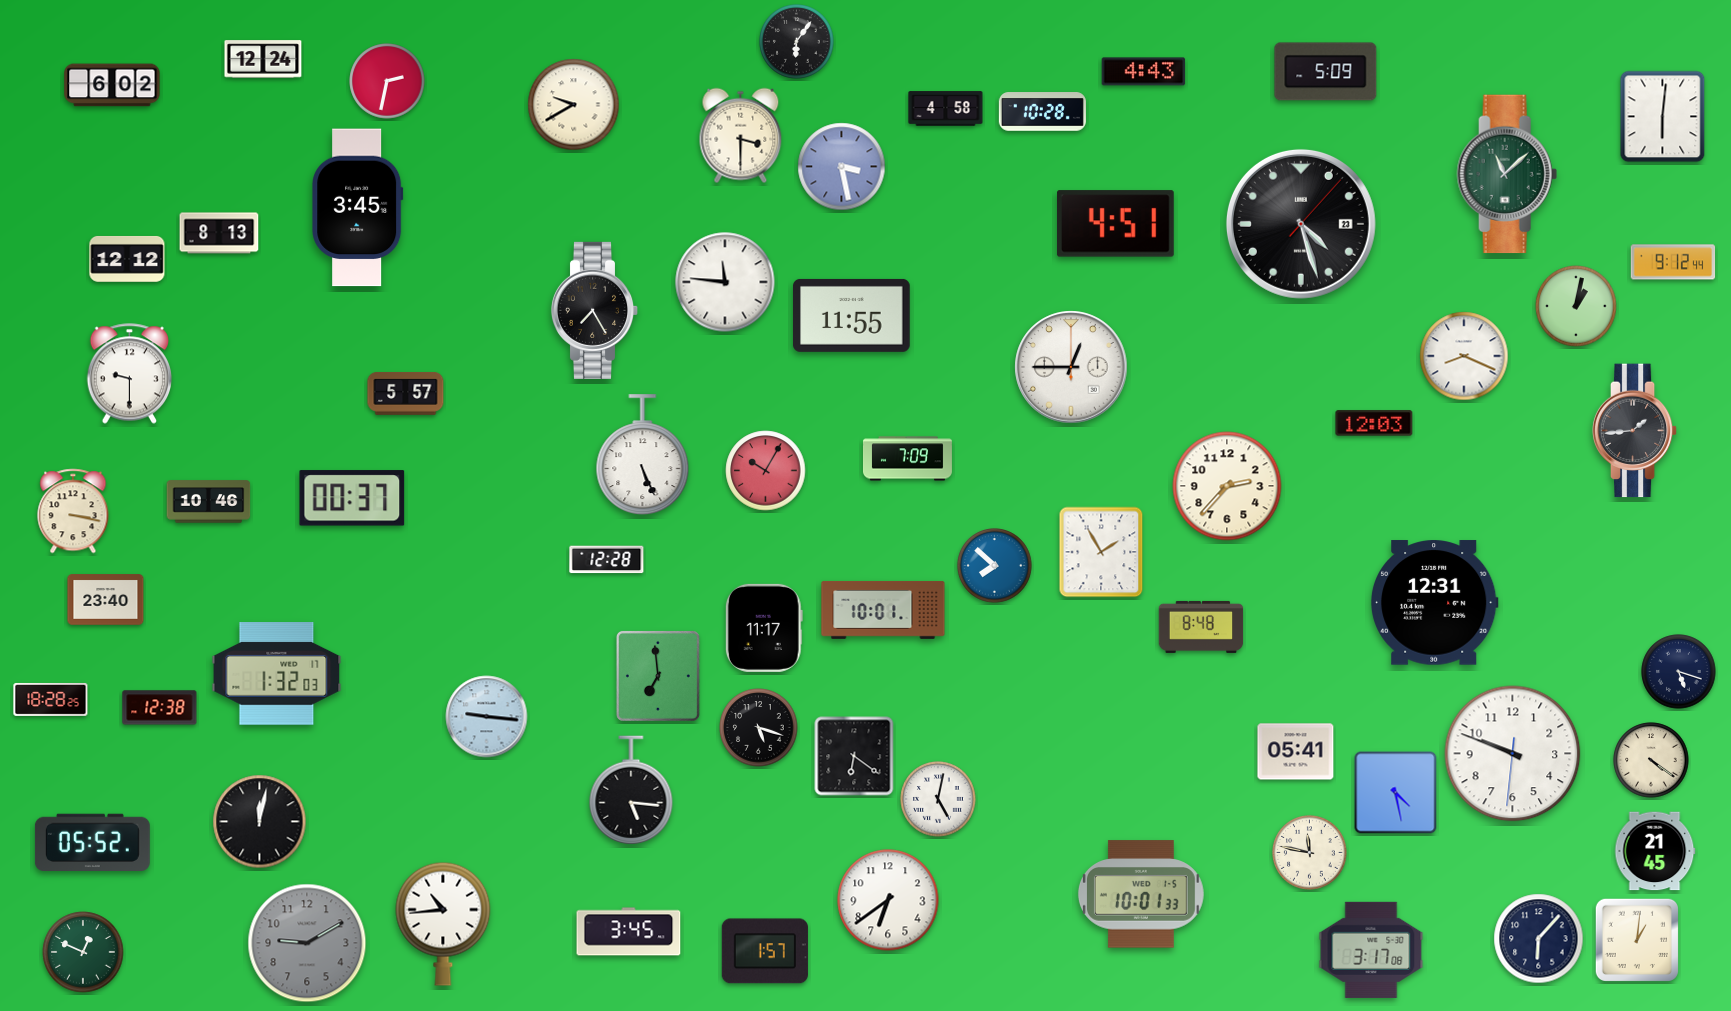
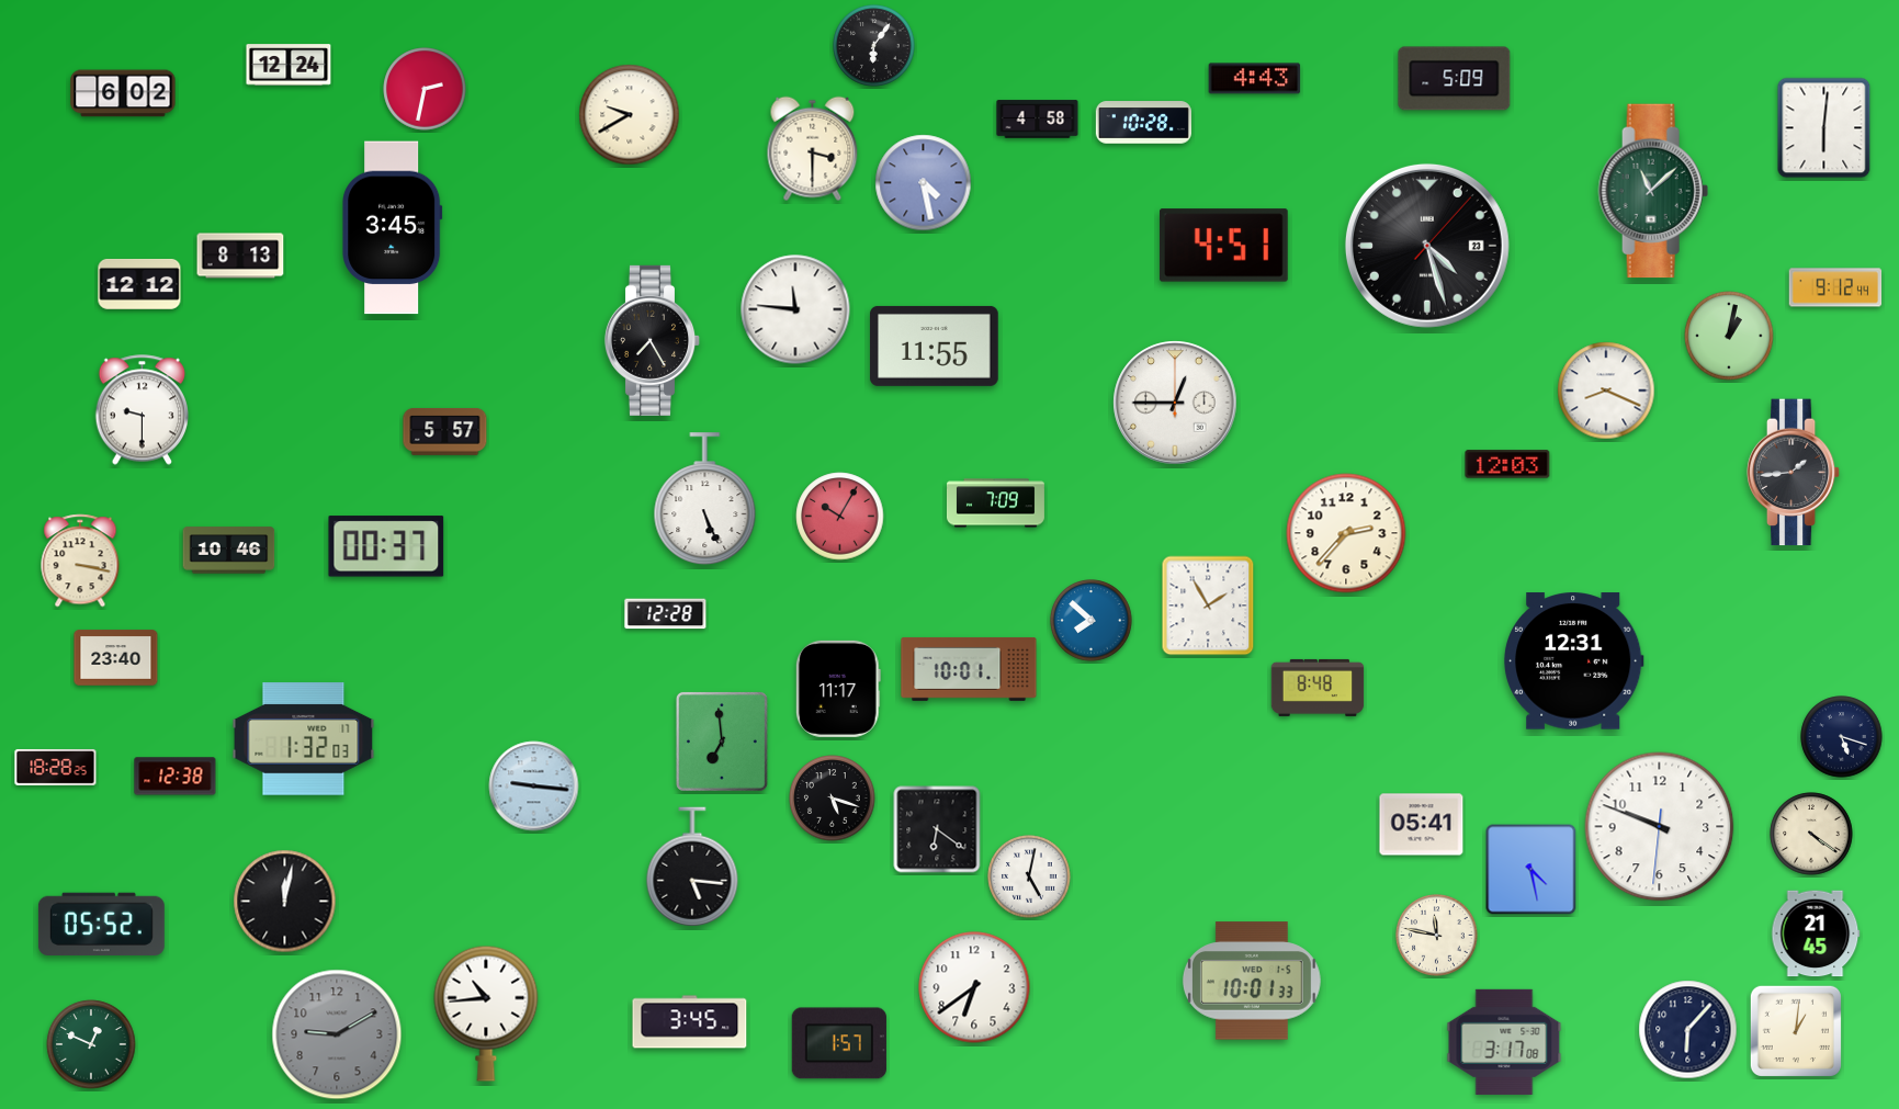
clock at (842, 167): 3:28 -> 4:28
